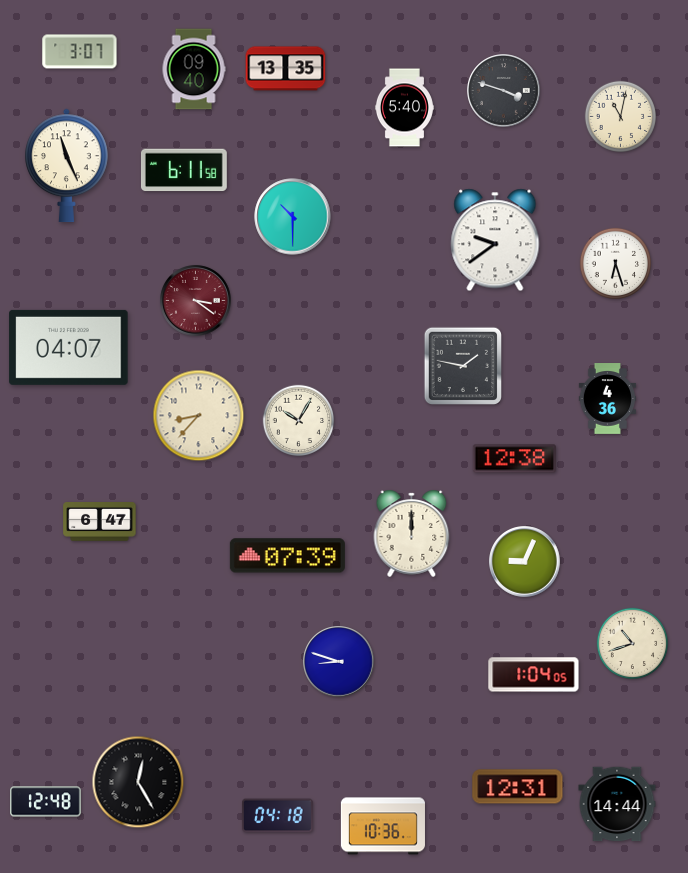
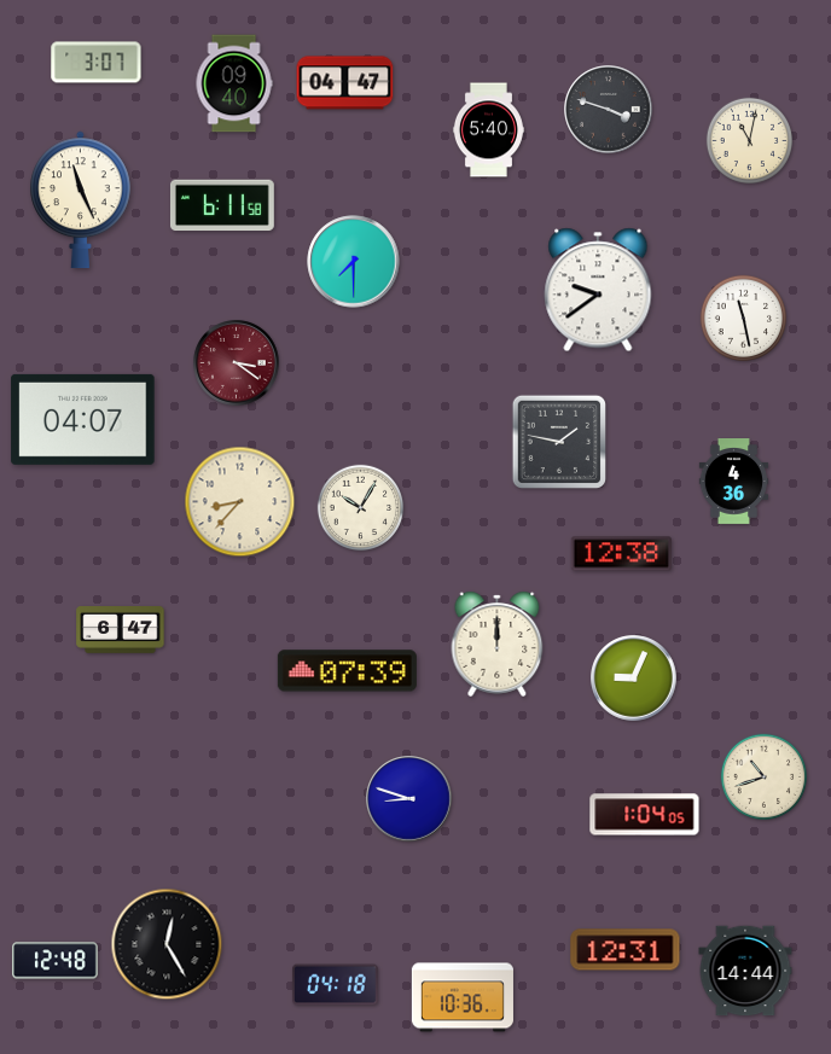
clock at (286, 69): 13:35 -> 04:47
clock at (293, 217): 10:30 -> 7:30
clock at (616, 264): 6:27 -> 11:28
clock at (46, 802) position: (46, 802) -> (56, 961)
